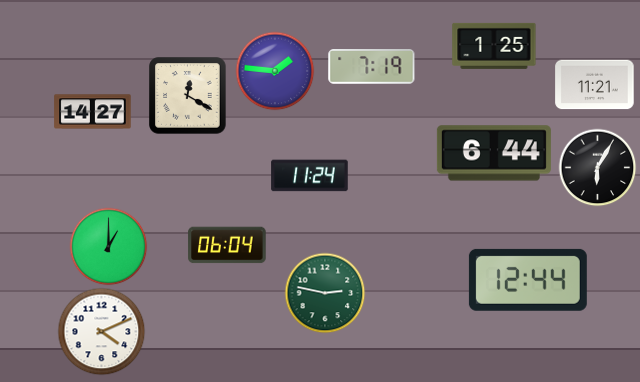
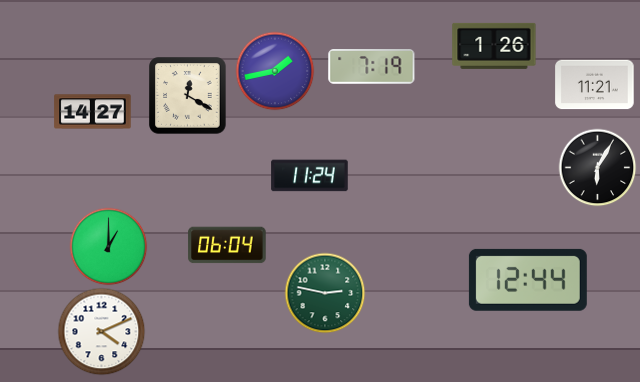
clock at (494, 46): 1:25 -> 1:26
clock at (275, 71): 1:46 -> 1:43
clock at (494, 153): 6:44 -> none
